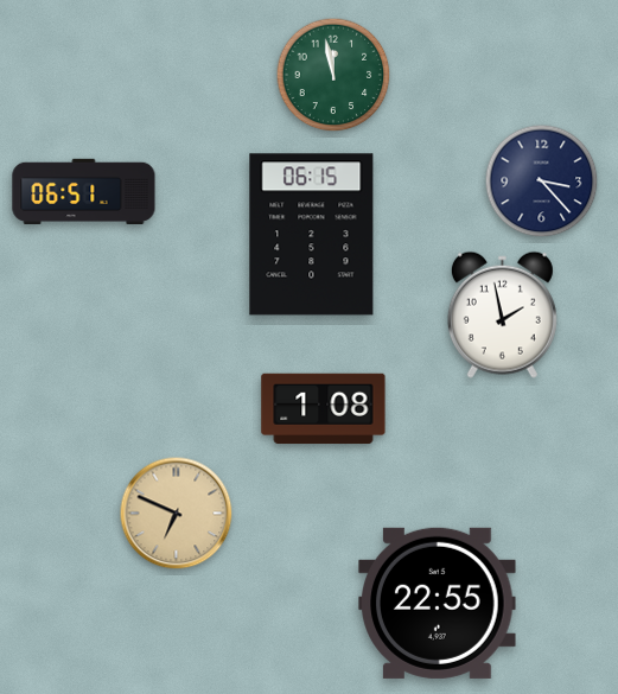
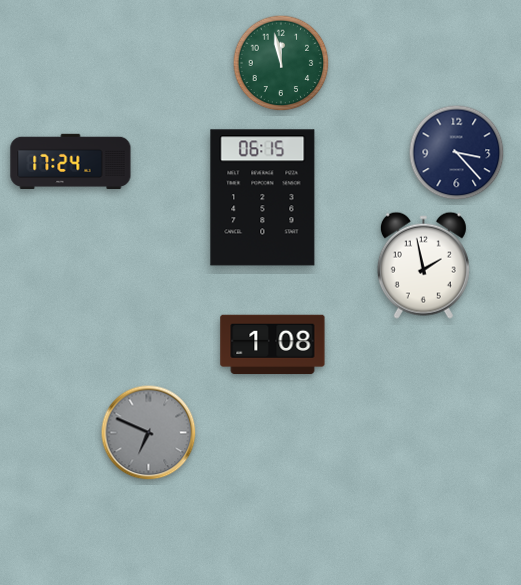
clock at (84, 191): 06:51 -> 17:24
clock at (177, 514) dial: champagne -> grey
clock at (438, 603): 22:55 -> none
